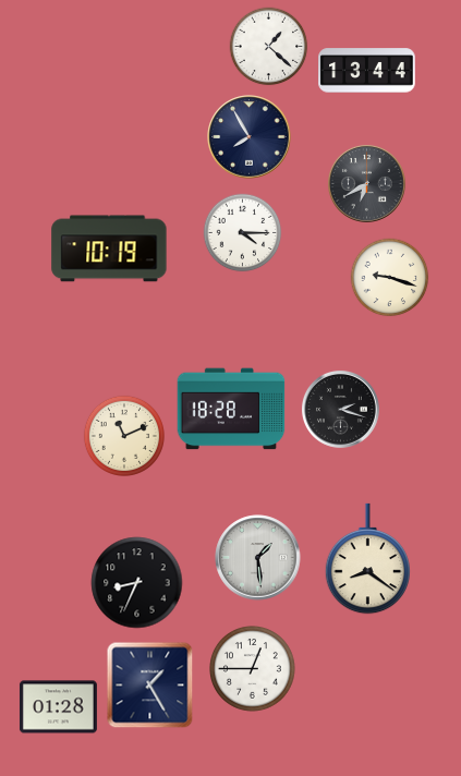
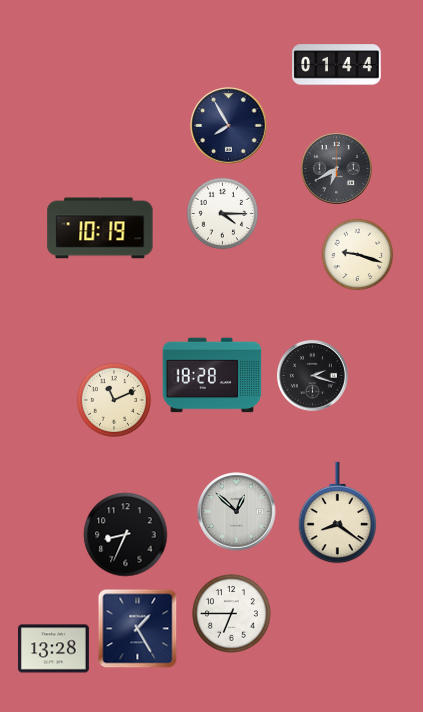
clock at (269, 47): 1:22 -> none
clock at (367, 71): 13:44 -> 01:44
clock at (258, 558): 1:29 -> 12:52
clock at (253, 669): 12:45 -> 6:45
clock at (58, 707): 01:28 -> 13:28
